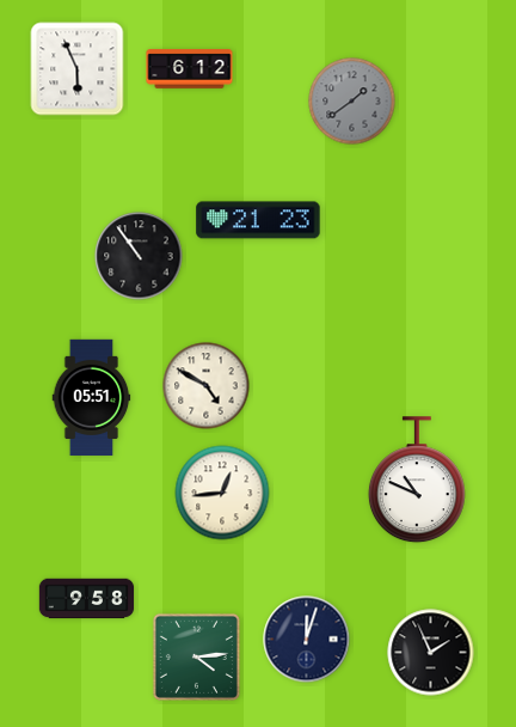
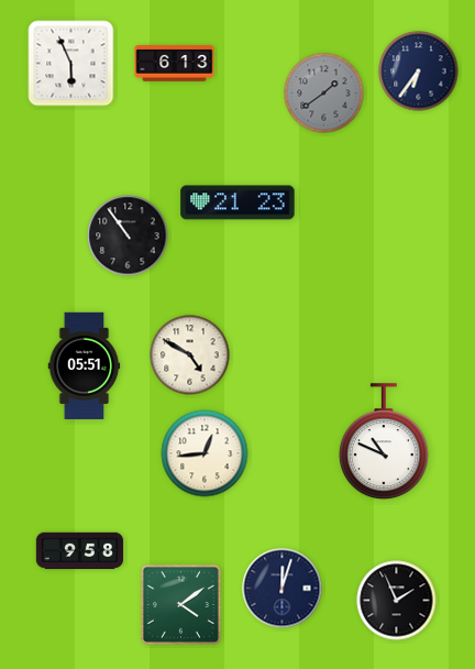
clock at (190, 69): 6:12 -> 6:13
clock at (419, 72): none -> 6:36
clock at (196, 656): 4:14 -> 4:09
